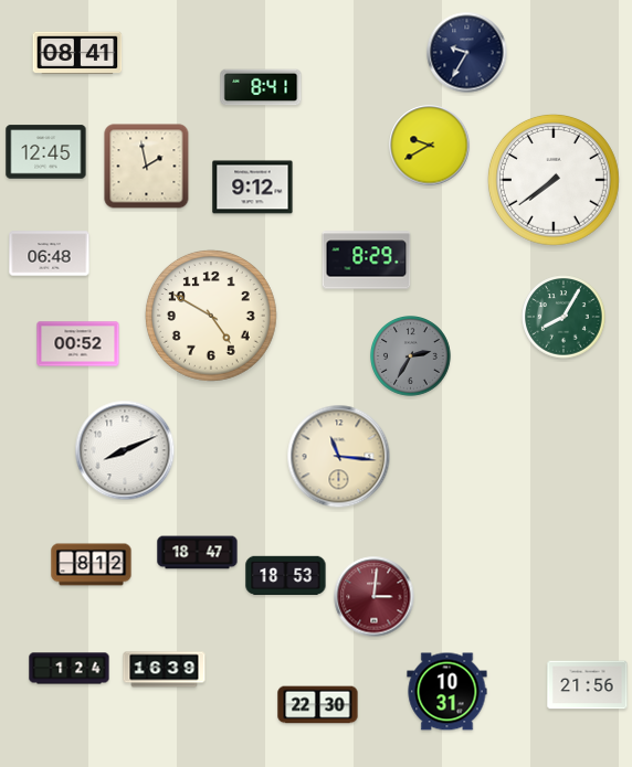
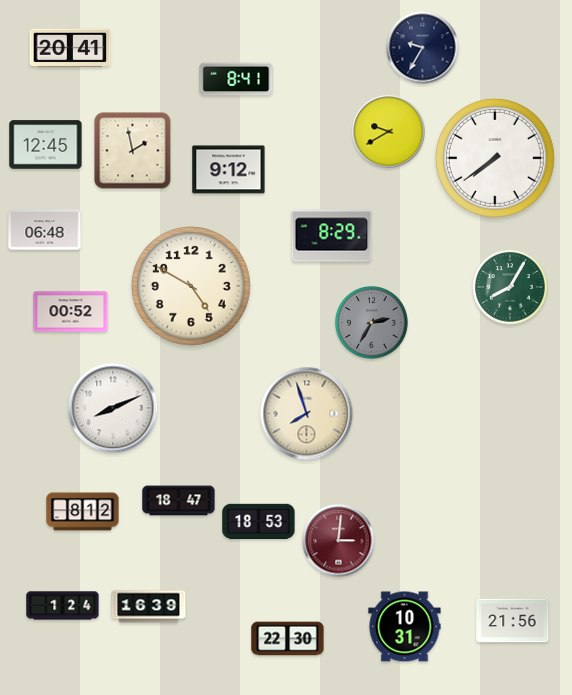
clock at (77, 53): 08:41 -> 20:41
clock at (46, 152) position: (46, 152) -> (46, 145)
clock at (554, 180) position: (554, 180) -> (495, 158)
clock at (339, 457): 11:16 -> 7:57
clock at (588, 685) position: (588, 685) -> (513, 621)
